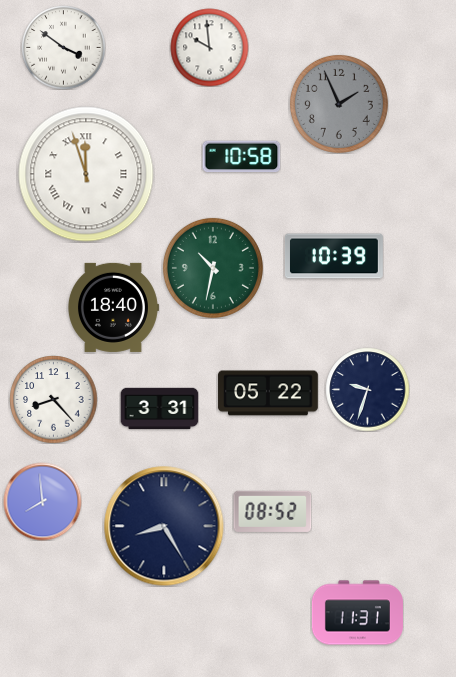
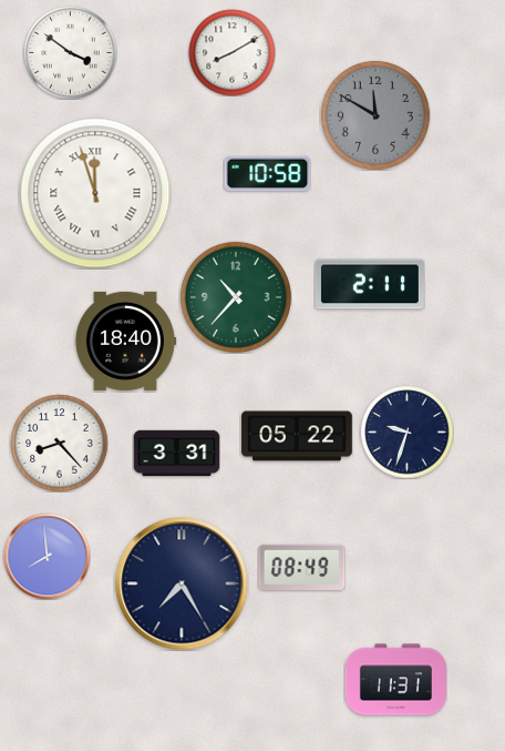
clock at (209, 47): 9:59 -> 8:10
clock at (339, 104): 1:56 -> 11:50
clock at (334, 256): 10:39 -> 2:11
clock at (213, 268): 10:32 -> 10:37
clock at (272, 511): 08:52 -> 08:49
clock at (164, 526): 8:25 -> 7:25
